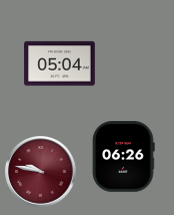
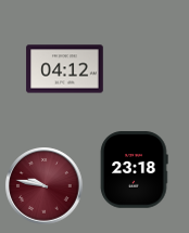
clock at (60, 64): 05:04 -> 04:12
clock at (123, 157): 06:26 -> 23:18
